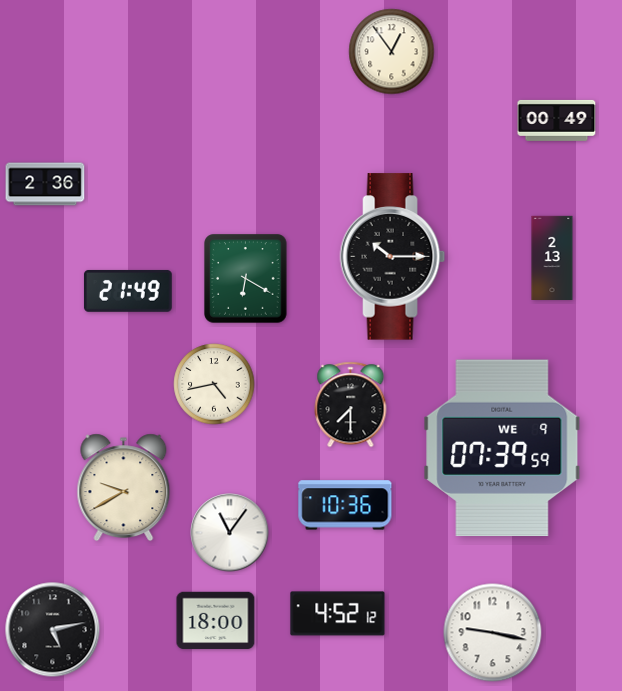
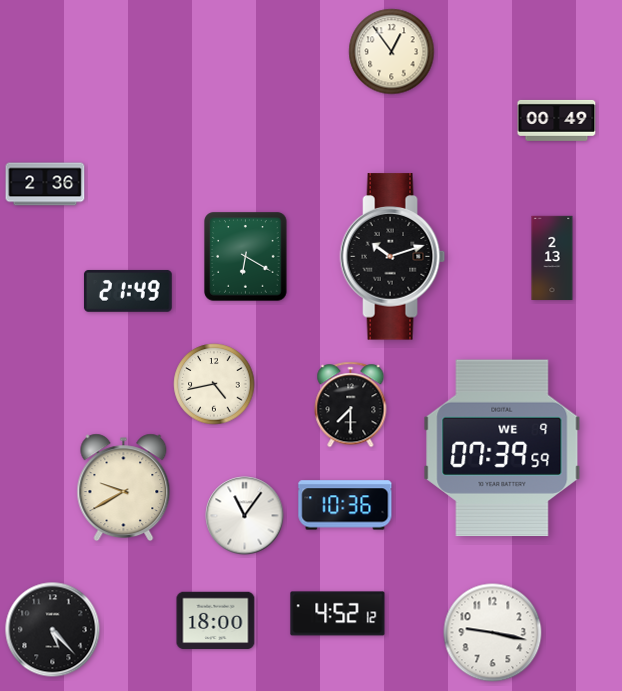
clock at (393, 257): 10:15 -> 10:12
clock at (246, 279) position: (246, 279) -> (246, 257)
clock at (230, 533) position: (230, 533) -> (245, 516)
clock at (53, 630): 5:13 -> 5:23
